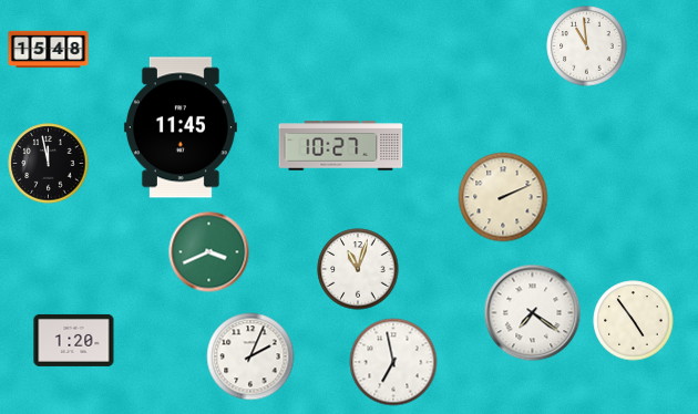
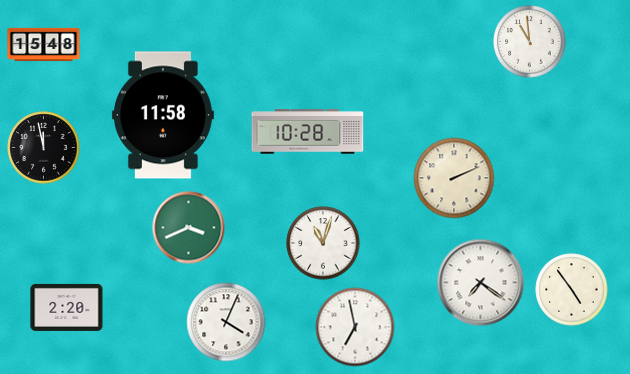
clock at (181, 127): 11:45 -> 11:58
clock at (341, 146): 10:27 -> 10:28
clock at (74, 340): 1:20 -> 2:20
clock at (250, 356): 2:04 -> 4:04
